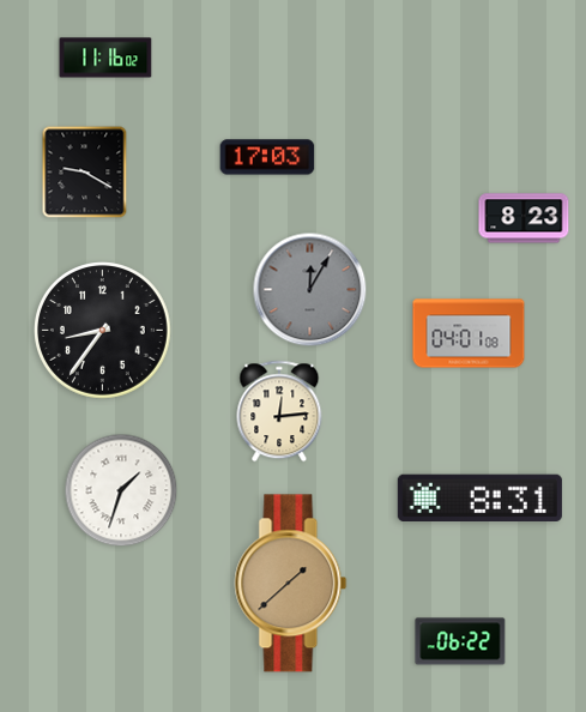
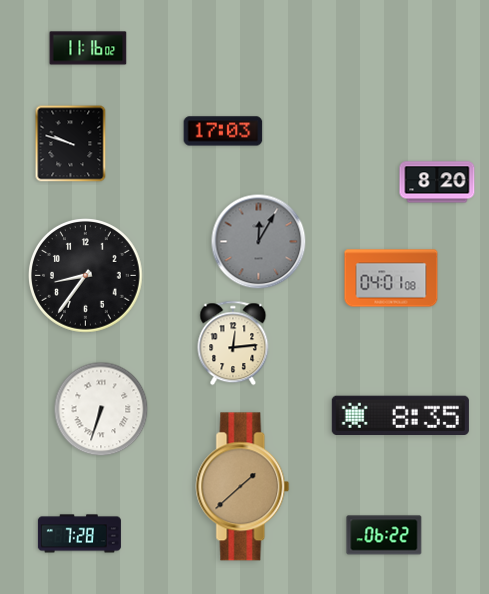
clock at (85, 173): 9:20 -> 9:48
clock at (524, 218): 8:23 -> 8:20
clock at (121, 490): 1:33 -> 6:33
clock at (479, 497): 8:31 -> 8:35
clock at (79, 534): none -> 7:28
